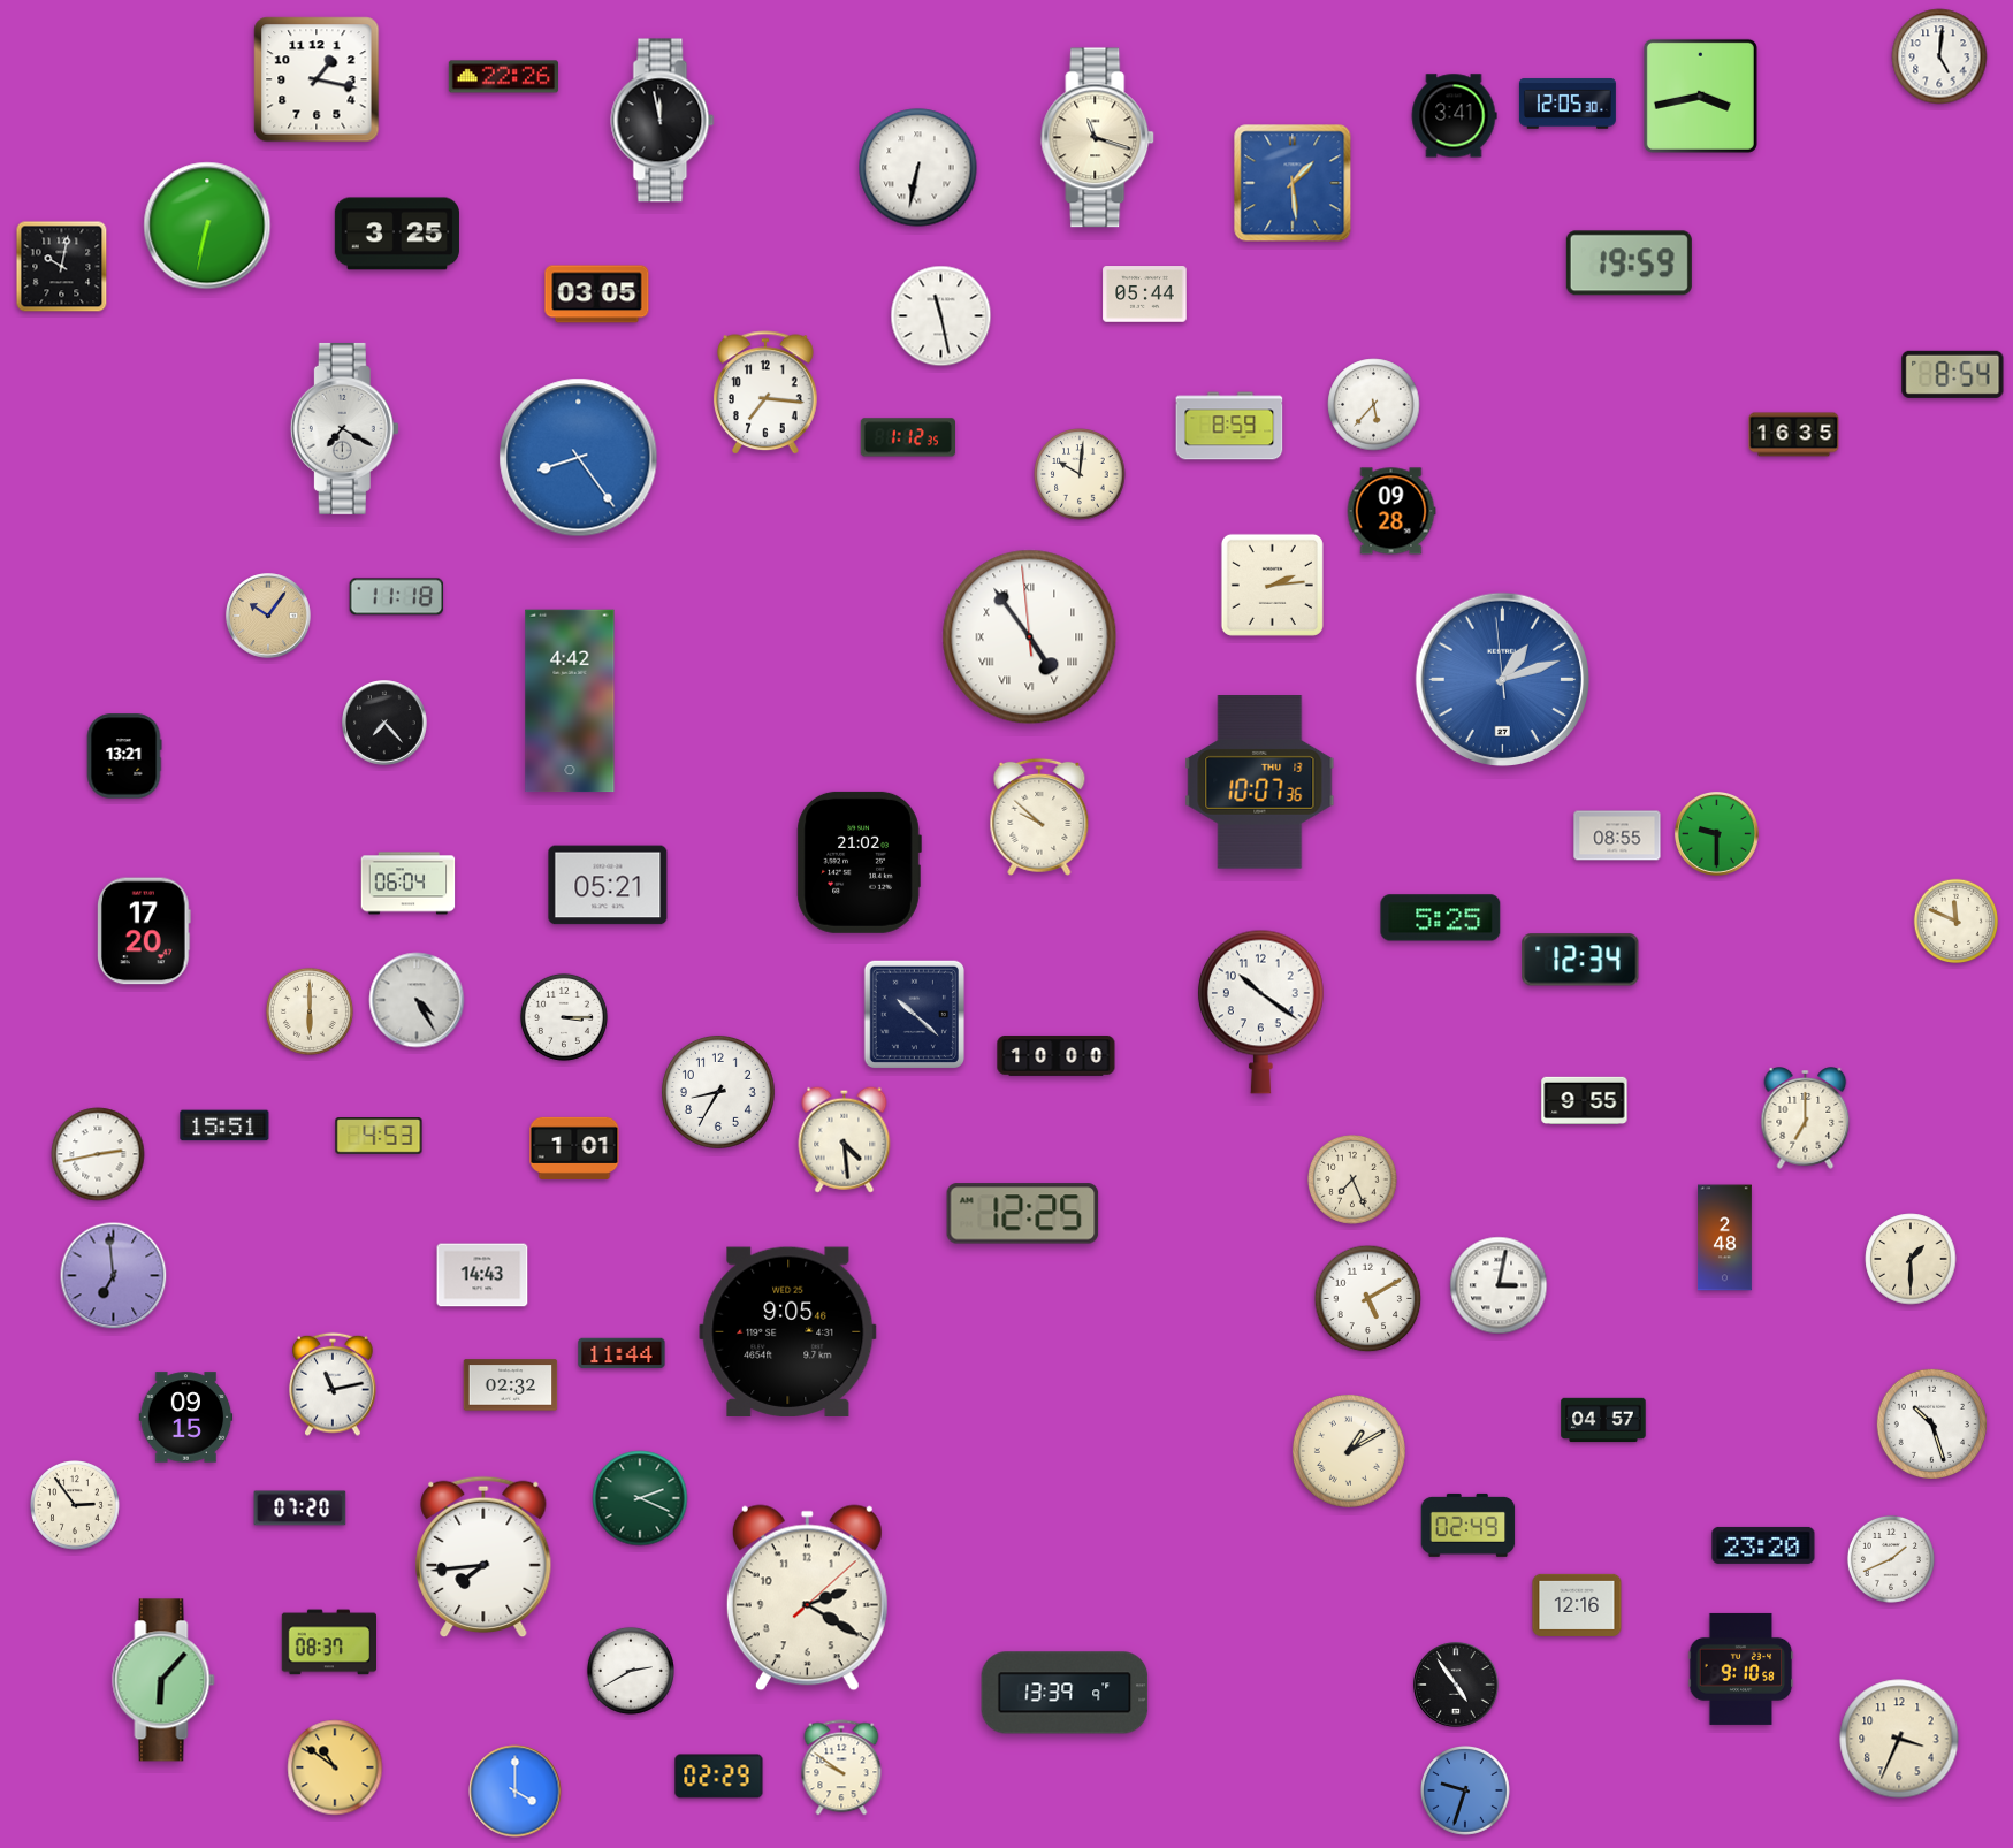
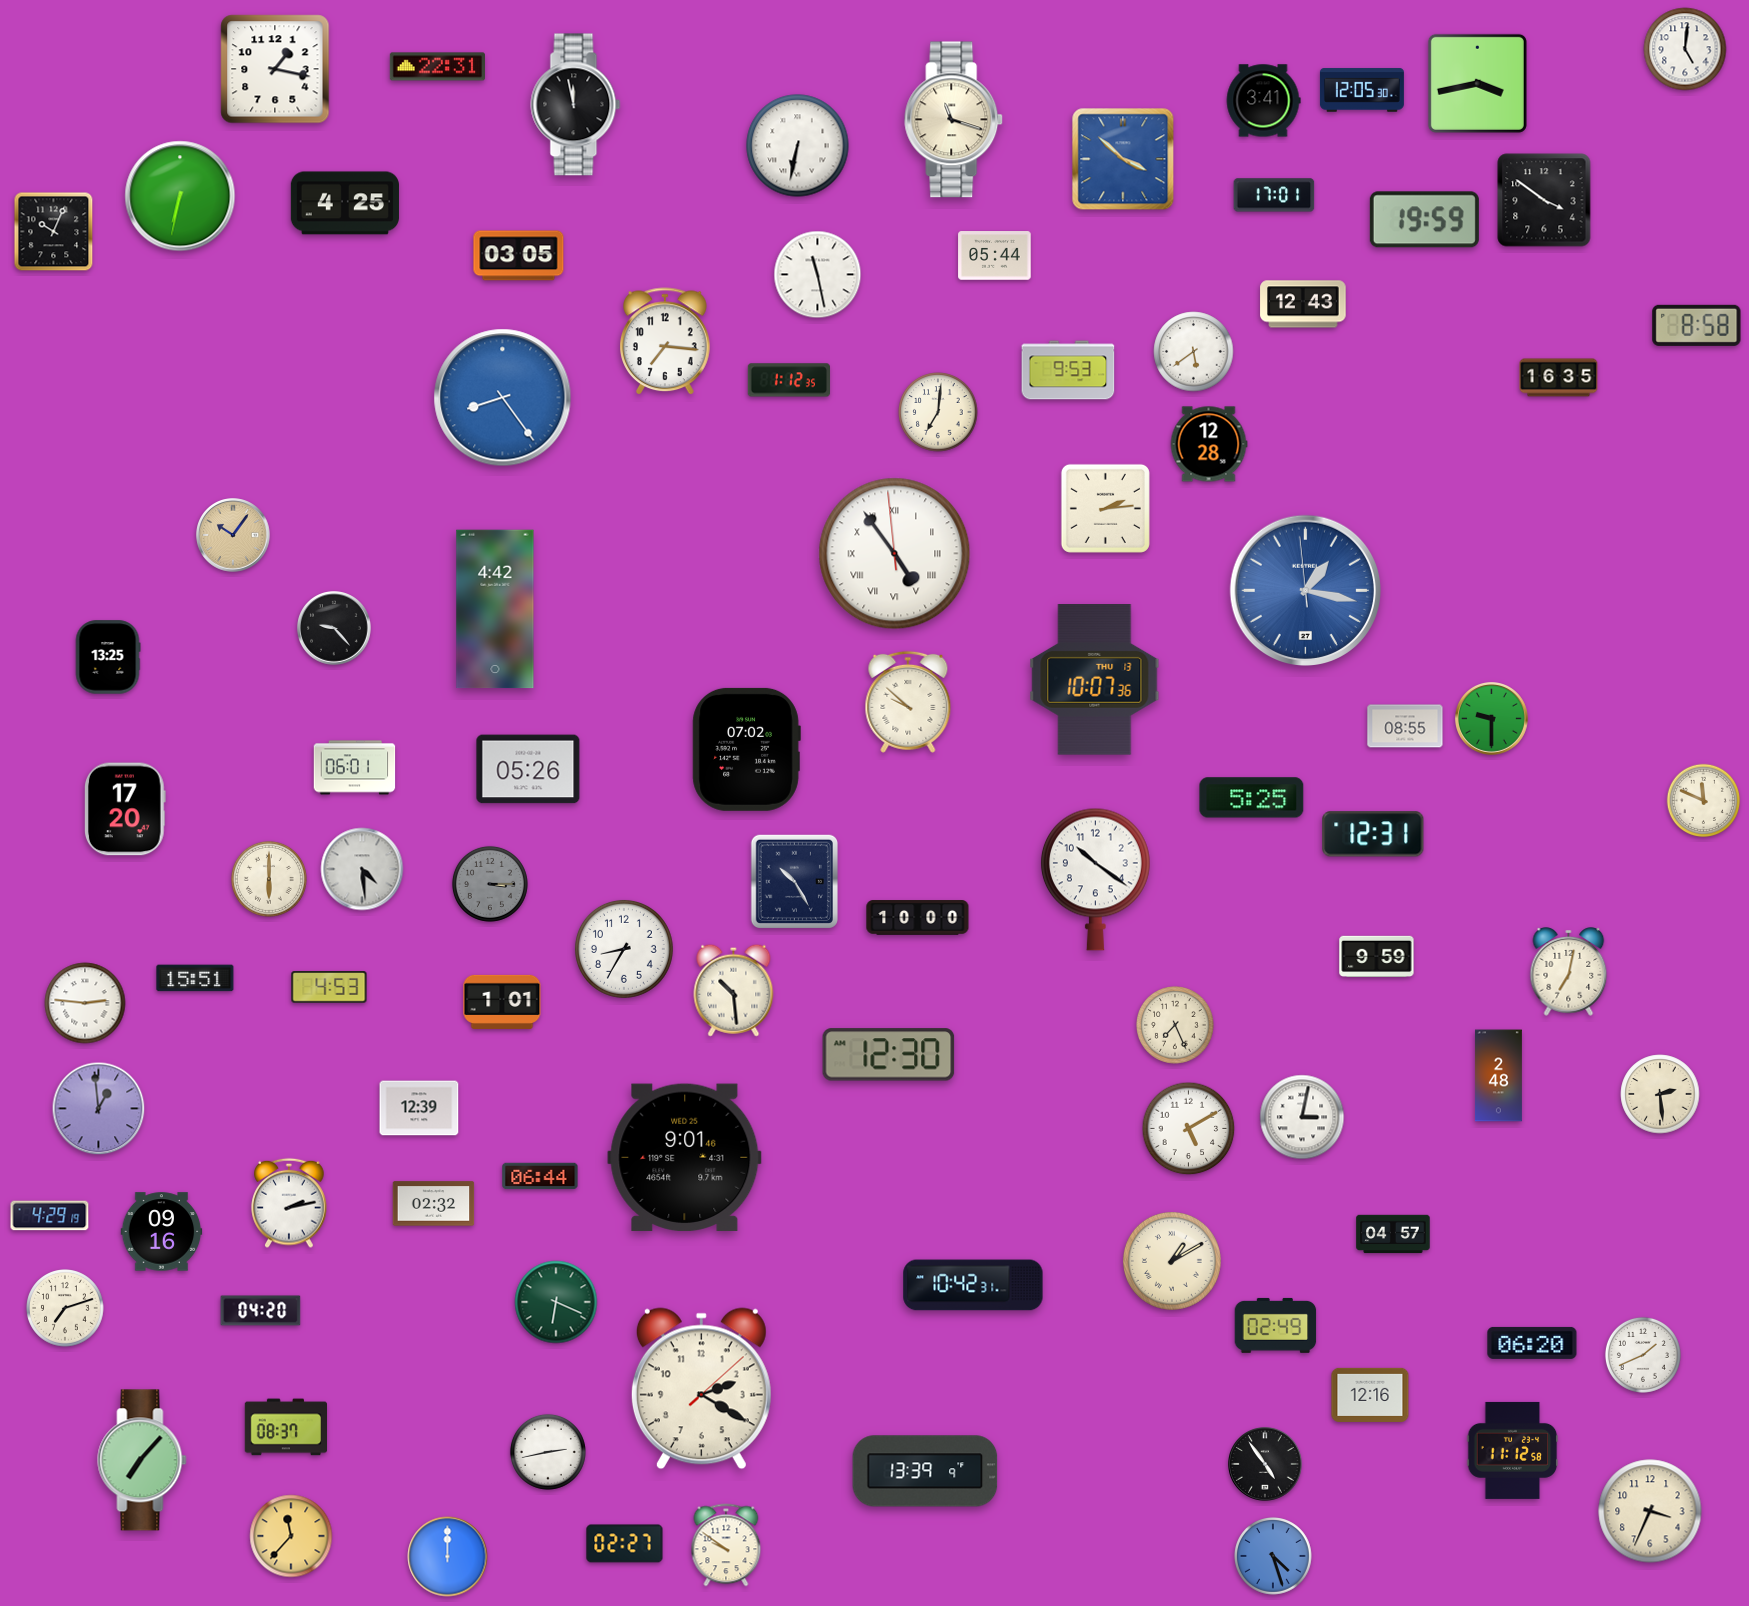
clock at (503, 77): 22:26 -> 22:31
clock at (1293, 183): 1:29 -> 3:52
clock at (1274, 195): none -> 17:01
clock at (1544, 200): none -> 3:51
clock at (397, 234): 3:25 -> 4:25
clock at (1629, 264) position: (1629, 264) -> (1424, 220)
clock at (62, 267): 10:02 -> 10:04
clock at (1303, 304): none -> 12:43
clock at (1953, 374): 8:54 -> 8:58
clock at (1374, 405): 5:37 -> 5:39
clock at (1229, 426): 8:59 -> 9:53
clock at (344, 428): 7:20 -> none
clock at (1080, 474): 10:01 -> 7:01
clock at (1391, 511): 09:28 -> 12:28
clock at (397, 597): 11:18 -> none
clock at (1502, 679): 1:11 -> 1:16
clock at (384, 723): 7:23 -> 9:23
clock at (124, 756): 13:21 -> 13:25
clock at (1039, 817) position: (1039, 817) -> (908, 702)
clock at (1717, 834) position: (1717, 834) -> (1492, 719)
clock at (859, 862): 21:02 -> 07:02
clock at (409, 884): 06:04 -> 06:01
clock at (608, 885): 05:21 -> 05:26
clock at (1957, 922) position: (1957, 922) -> (1704, 801)
clock at (1580, 960): 12:34 -> 12:31
clock at (417, 1000): 4:25 -> 4:29
clock at (914, 1014): 10:22 -> 10:25
clock at (564, 1017) dial: white -> grey
clock at (1585, 1100): 9:55 -> 9:59
clock at (1806, 1118): 7:00 -> 7:02
clock at (845, 1139): 4:29 -> 10:29
clock at (574, 1148) position: (574, 1148) -> (502, 1002)
clock at (98, 1154): 2:43 -> 2:46
clock at (1023, 1214): 12:25 -> 12:30
clock at (1911, 1259): 1:30 -> 2:29
clock at (482, 1275): 14:43 -> 12:39
clock at (114, 1276): 6:59 -> 12:59
clock at (788, 1331): 9:05 -> 9:01
clock at (622, 1353): 11:44 -> 06:44
clock at (333, 1384): 11:13 -> 2:13
clock at (511, 1385) position: (511, 1385) -> (434, 1204)
clock at (50, 1216): none -> 4:29
clock at (186, 1418): 09:15 -> 09:16
clock at (1931, 1423): 10:27 -> none
clock at (973, 1285): none -> 10:42
clock at (640, 1498): 2:19 -> 6:19
clock at (76, 1506): 2:54 -> 7:12
clock at (300, 1509): 07:20 -> 04:20
clock at (1763, 1545): 23:20 -> 06:20
clock at (483, 1557): 7:44 -> none
clock at (1741, 1668): 9:10 -> 11:12
clock at (631, 1671): 2:40 -> 2:43
clock at (163, 1680): 6:07 -> 7:07
clock at (335, 1767): 10:51 -> 11:37
clock at (841, 1767) position: (841, 1767) -> (726, 1545)
clock at (719, 1777): 02:29 -> 02:27
clock at (516, 1792): 4:00 -> 12:00
clock at (1466, 1792): 9:33 -> 4:27
